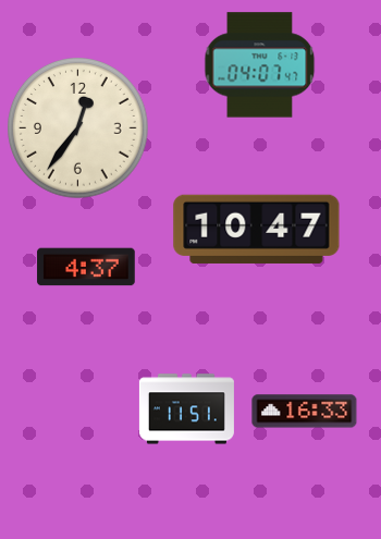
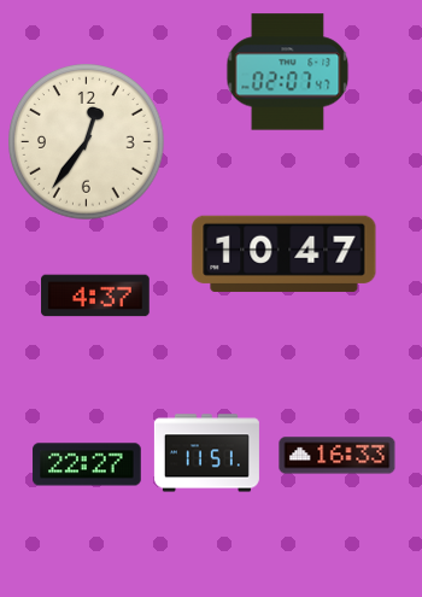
clock at (260, 65): 04:07 -> 02:07
clock at (87, 464): none -> 22:27
